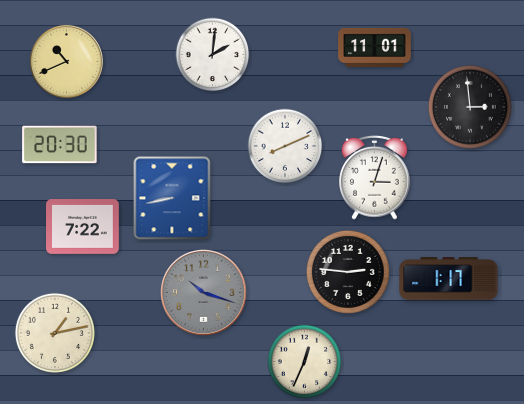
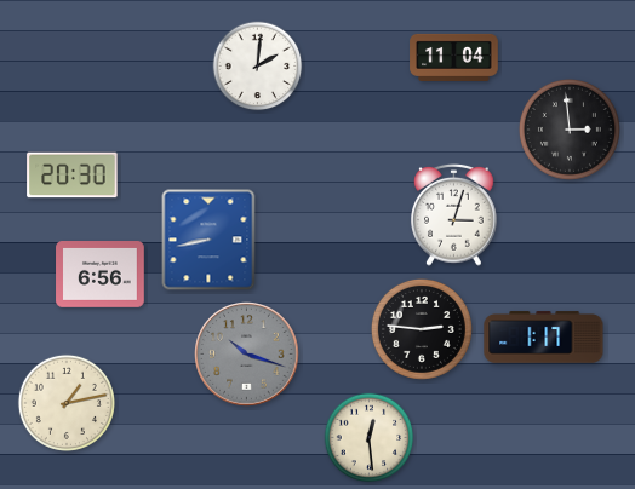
clock at (375, 47): 11:01 -> 11:04
clock at (66, 61): 10:41 -> none
clock at (285, 146): 8:11 -> none
clock at (83, 227): 7:22 -> 6:56
clock at (305, 362): 12:34 -> 12:29
